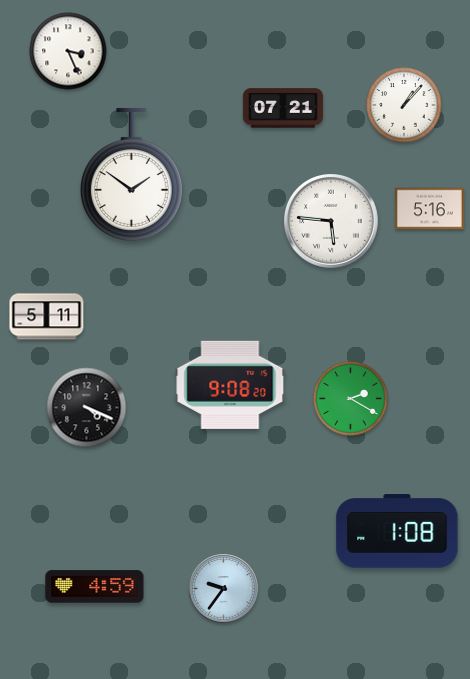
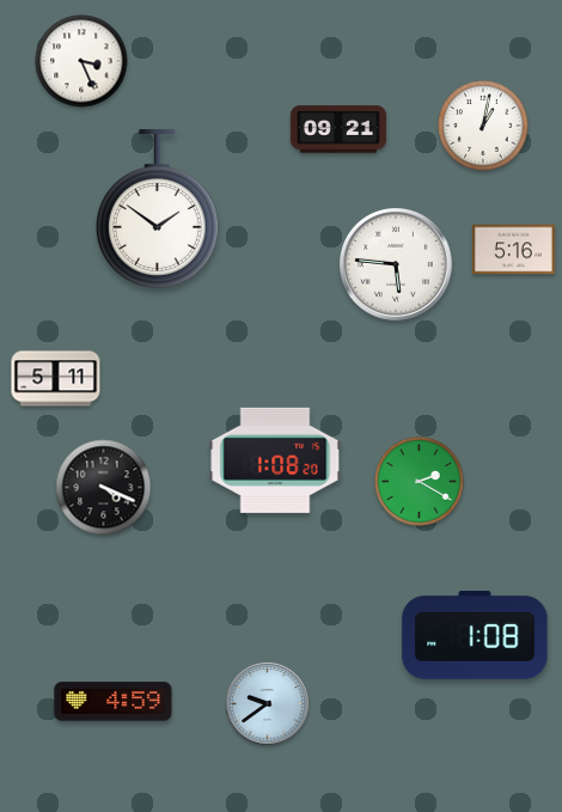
clock at (404, 105): 1:07 -> 1:02
clock at (283, 108): 07:21 -> 09:21
clock at (230, 385): 9:08 -> 1:08
clock at (351, 399) position: (351, 399) -> (420, 482)
clock at (224, 589): 9:36 -> 9:39
